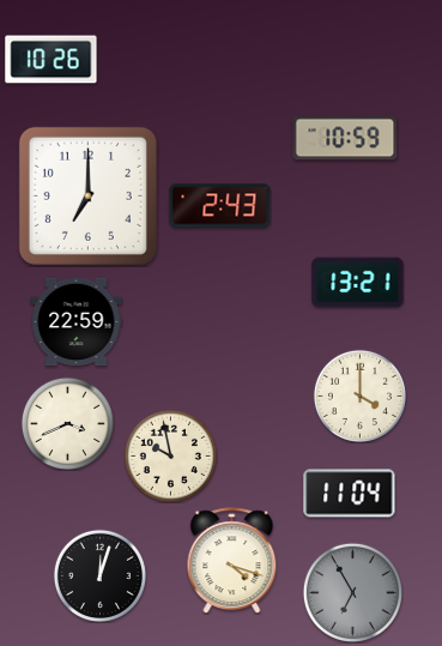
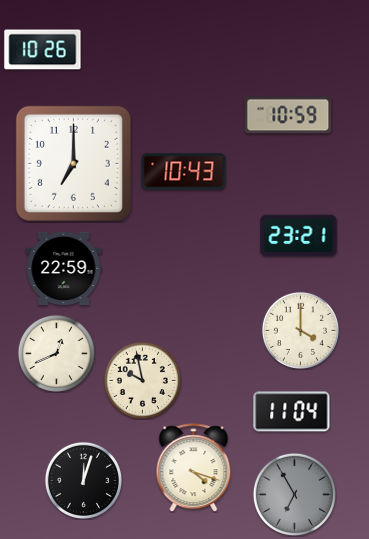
clock at (220, 206): 2:43 -> 10:43
clock at (358, 283): 13:21 -> 23:21
clock at (67, 423): 3:41 -> 12:41
